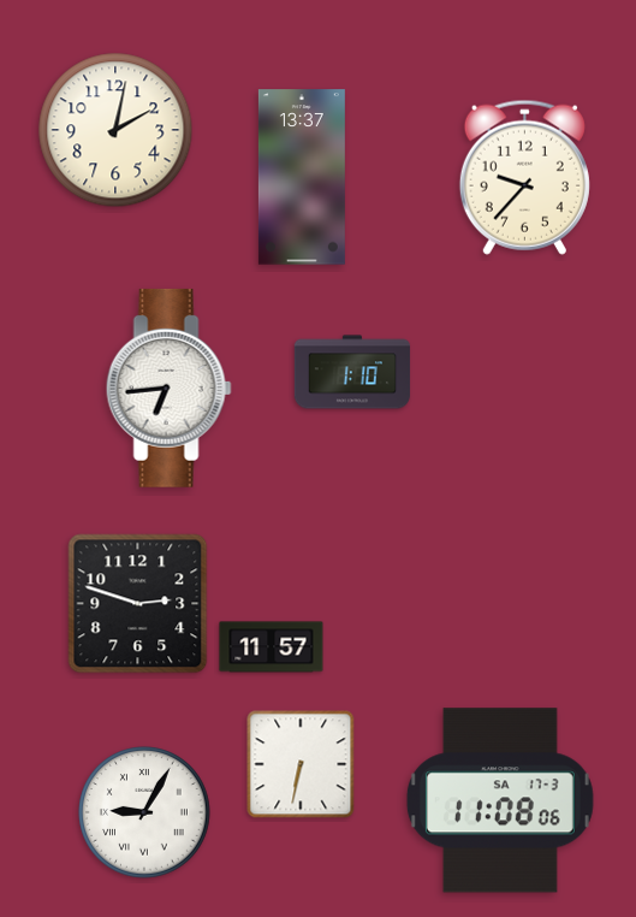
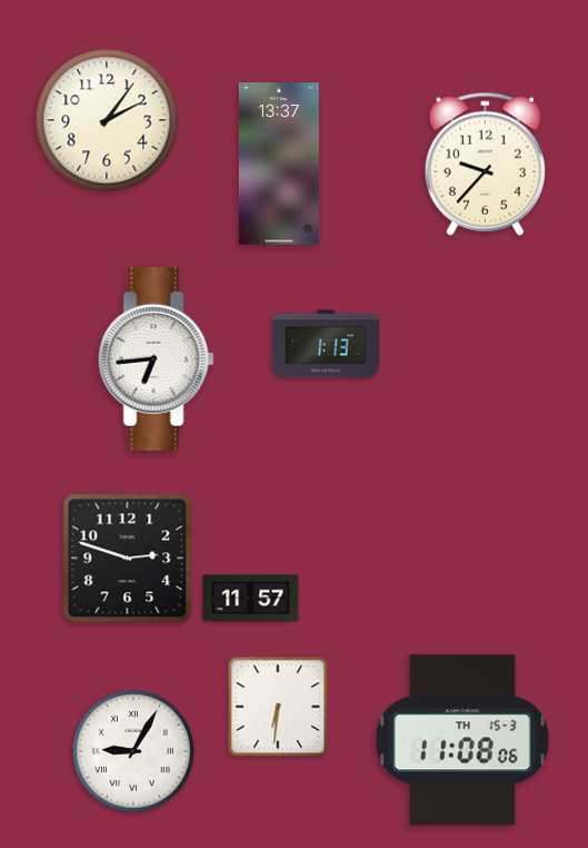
clock at (115, 130): 2:02 -> 2:06
clock at (352, 372): 1:10 -> 1:13
clock at (301, 764): 6:32 -> 6:31
clock at (500, 800) date: SA 17-3 -> TH 15-3
